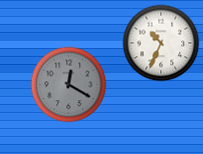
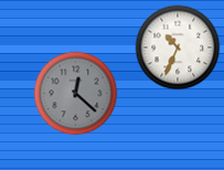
clock at (69, 85): 12:20 -> 12:22
